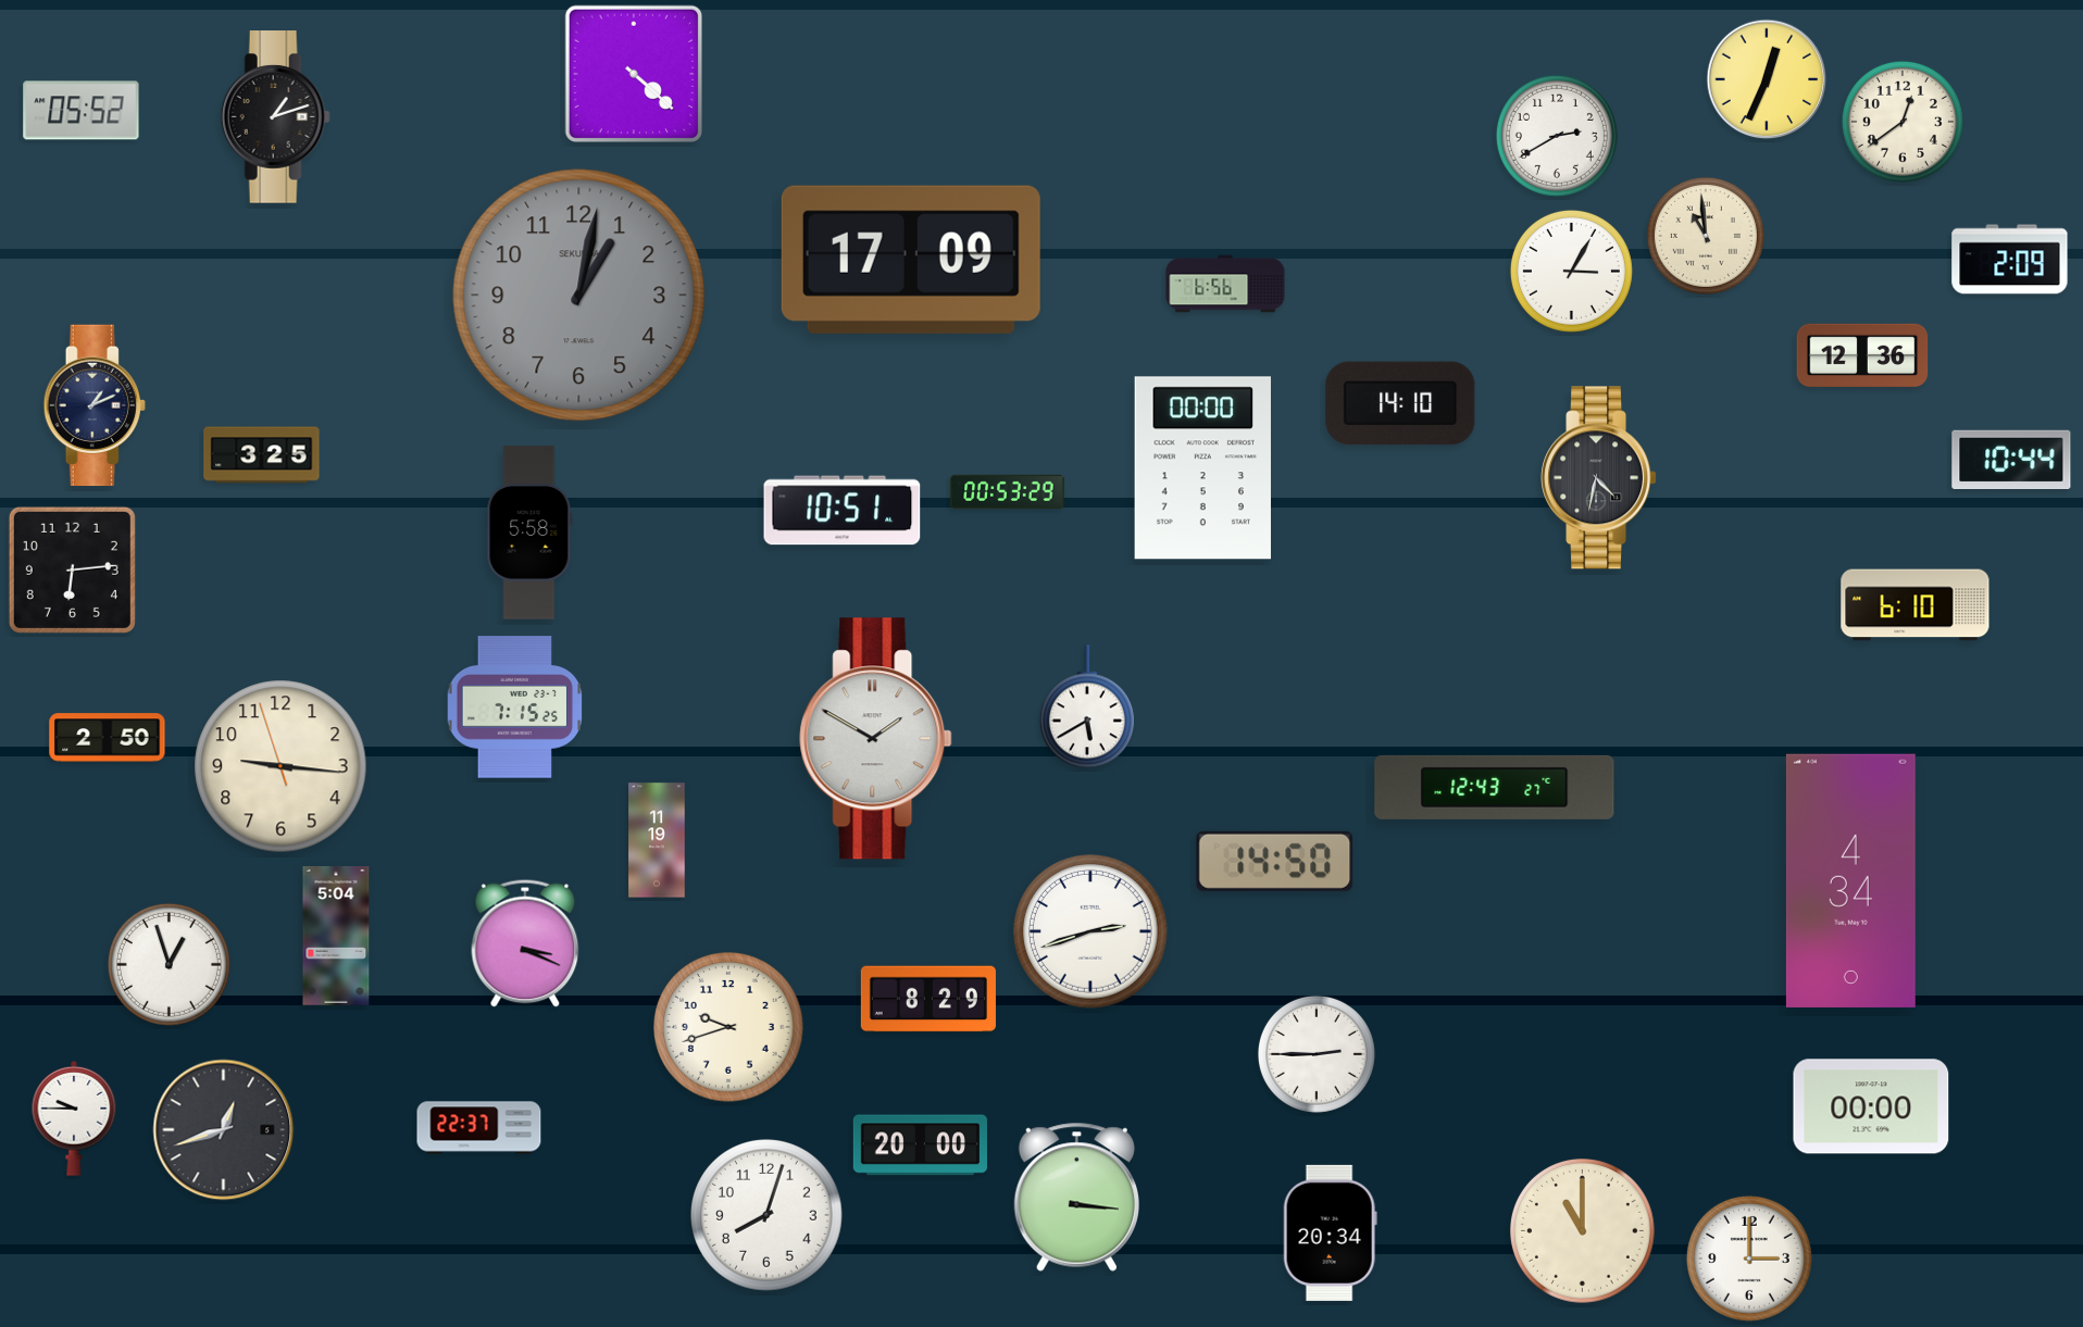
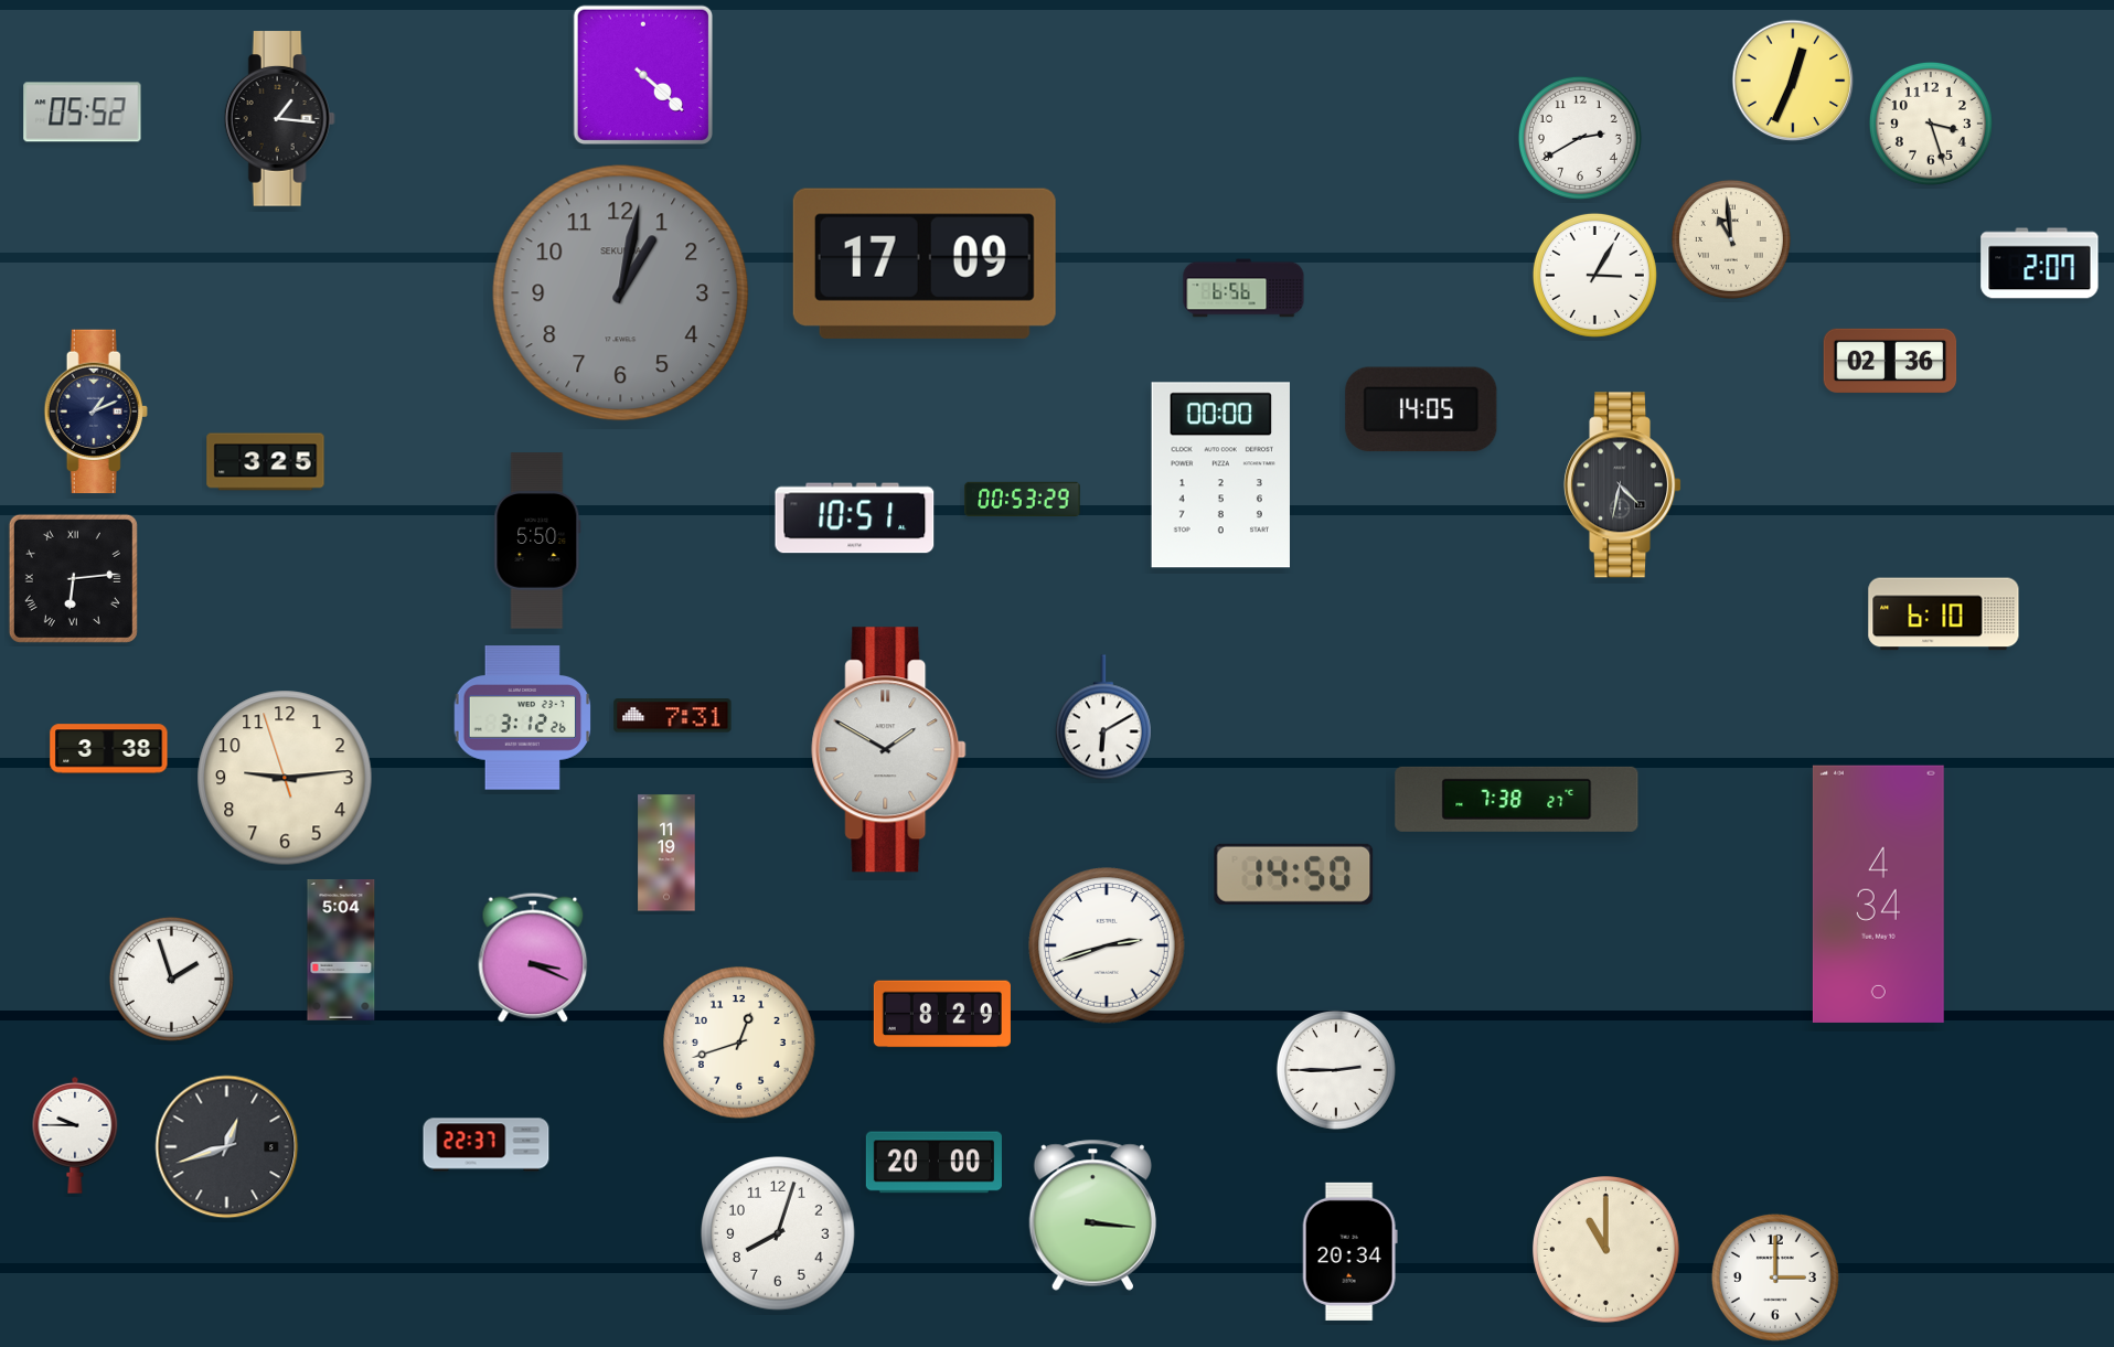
clock at (275, 117): 1:12 -> 1:16
clock at (1903, 122): 12:39 -> 3:27
clock at (2010, 260): 2:09 -> 2:07
clock at (579, 296) position: (579, 296) -> (621, 293)
clock at (1862, 355): 12:36 -> 02:36
clock at (1400, 403): 14:10 -> 14:05
clock at (2011, 459): 10:44 -> none
clock at (529, 533): 5:58 -> 5:50
clock at (72, 569) numerals: Arabic -> Roman
clock at (673, 716): none -> 7:31
clock at (1087, 706): 5:40 -> 6:10
clock at (515, 708): 7:15 -> 3:12
clock at (108, 738): 2:50 -> 3:38
clock at (280, 766): 9:15 -> 9:13
clock at (1495, 787): 12:43 -> 7:38
clock at (169, 964): 12:57 -> 1:57
clock at (729, 1028): 9:42 -> 12:42
clock at (1871, 1106): 00:00 -> none
